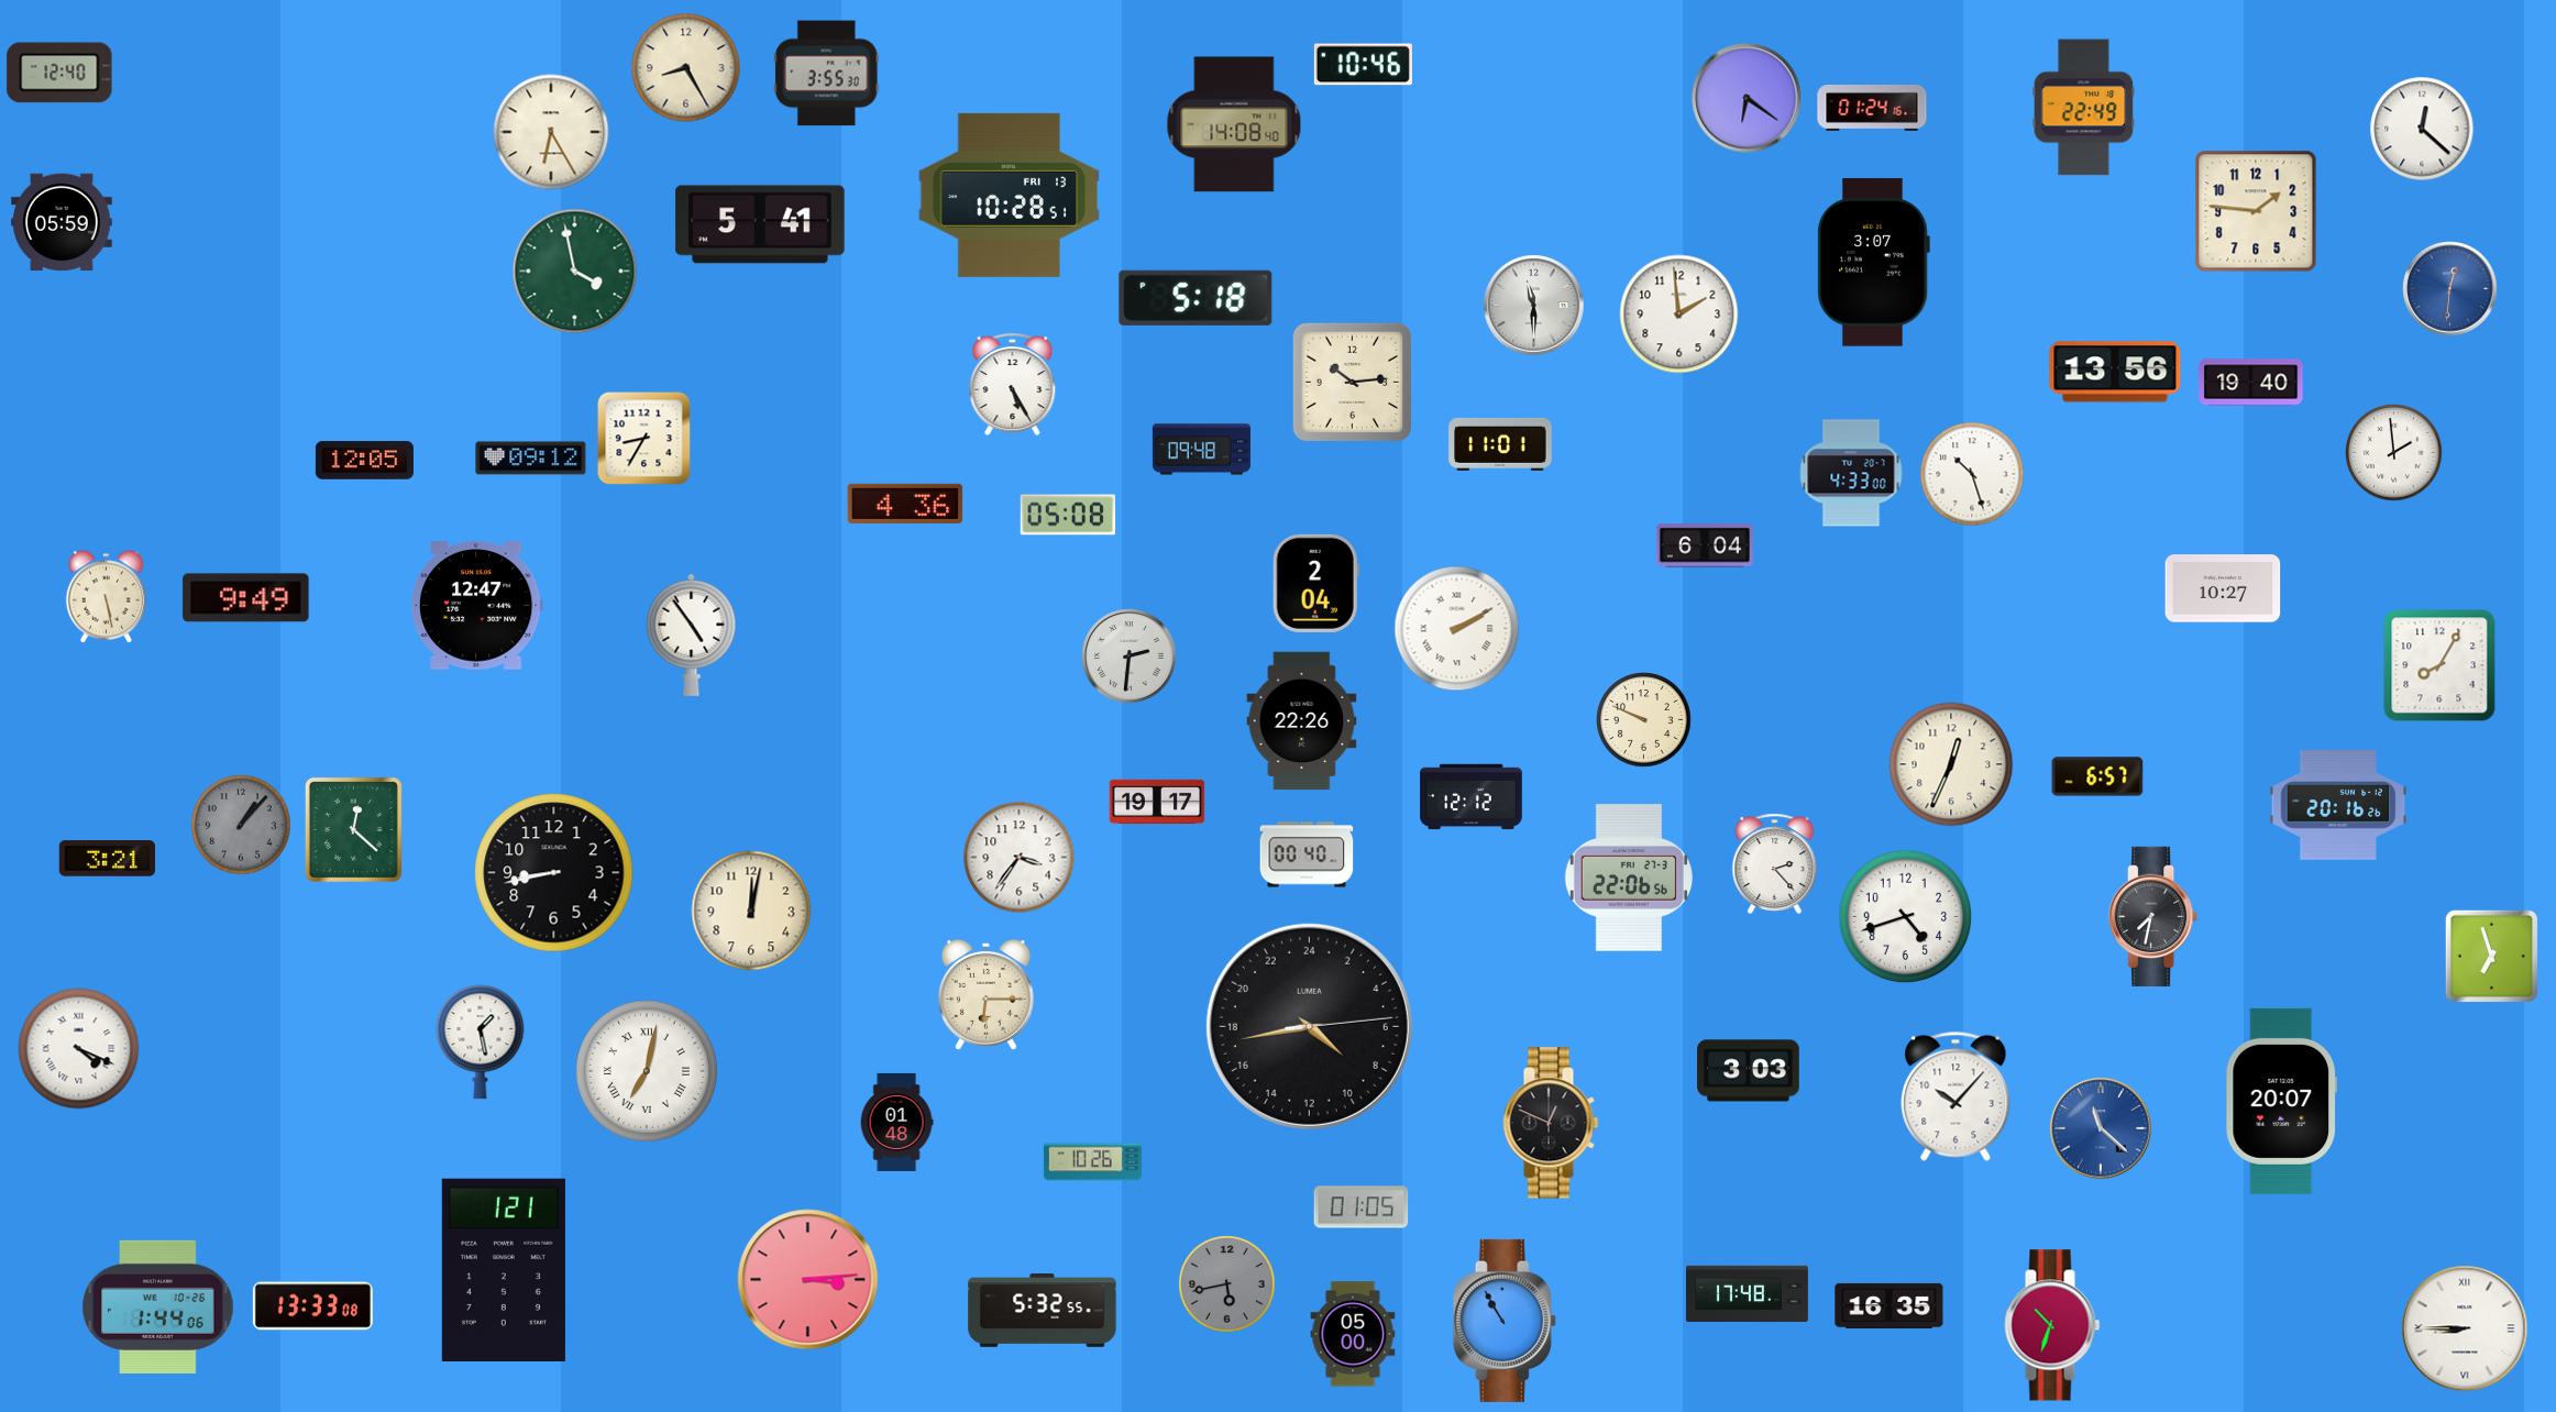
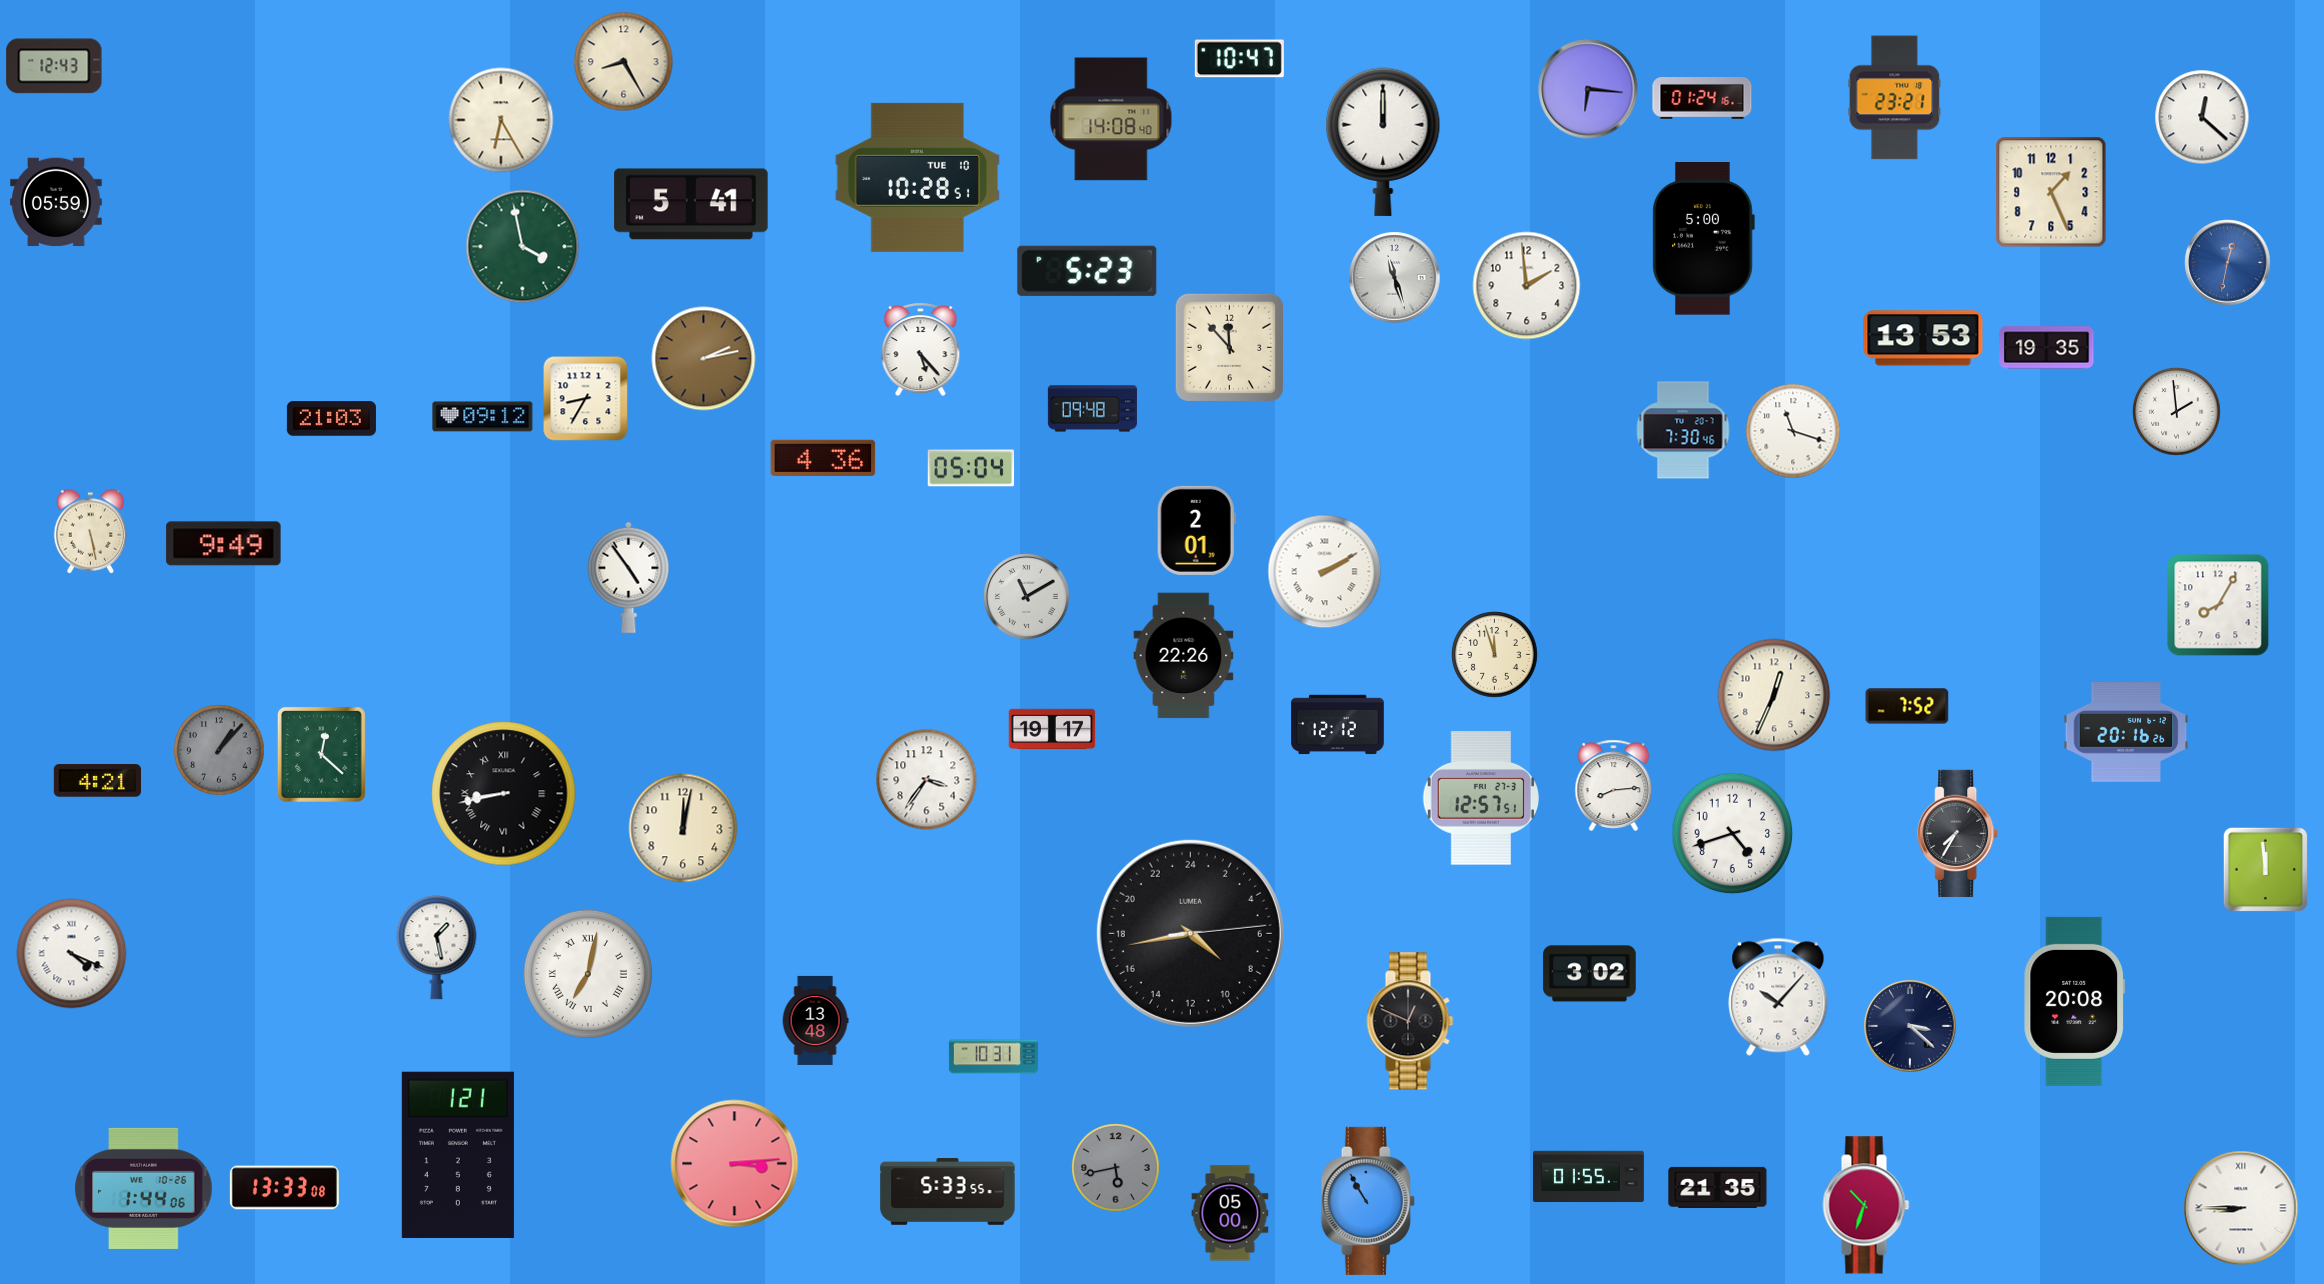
clock at (1363, 65): 10:46 -> 10:47
clock at (59, 73): 12:40 -> 12:43
clock at (826, 74): 3:55 -> none
clock at (1747, 98): 6:21 -> 6:16
clock at (2084, 108): 22:49 -> 23:21
clock at (1234, 124) position: (1234, 124) -> (1111, 119)
clock at (1383, 142): none -> 12:00
clock at (1010, 195) date: FRI 13 -> TUE 10
clock at (2256, 211): 1:46 -> 1:26
clock at (1873, 263): 3:07 -> 5:00
clock at (2450, 289): 12:31 -> 12:32
clock at (1196, 298): 5:18 -> 5:23
clock at (1534, 306): 11:30 -> 11:27
clock at (2115, 372): 13:56 -> 13:53
clock at (1353, 383): 10:14 -> 11:53
clock at (2251, 383): 19:40 -> 19:35
clock at (1013, 385): 5:25 -> 5:23
clock at (704, 359): none -> 2:13
clock at (1500, 444): 11:01 -> none
clock at (364, 461): 12:05 -> 21:03
clock at (1851, 473): 4:33 -> 7:30
clock at (1972, 474): 10:27 -> 11:18
clock at (1068, 515): 05:08 -> 05:04
clock at (1705, 545): 6:04 -> none
clock at (1315, 583): 2:04 -> 2:01
clock at (2223, 588): 10:27 -> none
clock at (107, 597) position: (107, 597) -> (91, 532)
clock at (476, 606): 12:47 -> none
clock at (1130, 657): 2:31 -> 11:10
clock at (1644, 720): 9:49 -> 11:57
clock at (2097, 776): 6:57 -> 7:52
clock at (1307, 854): 00:40 -> none
clock at (107, 859): 3:21 -> 4:21
clock at (1775, 863): 2:23 -> 8:14
clock at (554, 873) numerals: Arabic -> Roman
clock at (1629, 878): 22:06 -> 12:57
clock at (2153, 916): 7:32 -> 7:35
clock at (2491, 956): 6:57 -> 11:59
clock at (985, 994): 6:15 -> none
clock at (1749, 1071): 3:03 -> 3:02
clock at (2281, 1101): 20:07 -> 20:08
clock at (896, 1122): 01:48 -> 13:48
clock at (2101, 1128): 11:22 -> 3:22
clock at (2101, 1128) dial: blue -> navy
clock at (1092, 1162): 10:26 -> 10:31
clock at (1362, 1207): 01:05 -> none
clock at (1748, 1294): 17:48 -> 01:55
clock at (1890, 1305): 16:35 -> 21:35
clock at (1043, 1311): 5:32 -> 5:33
